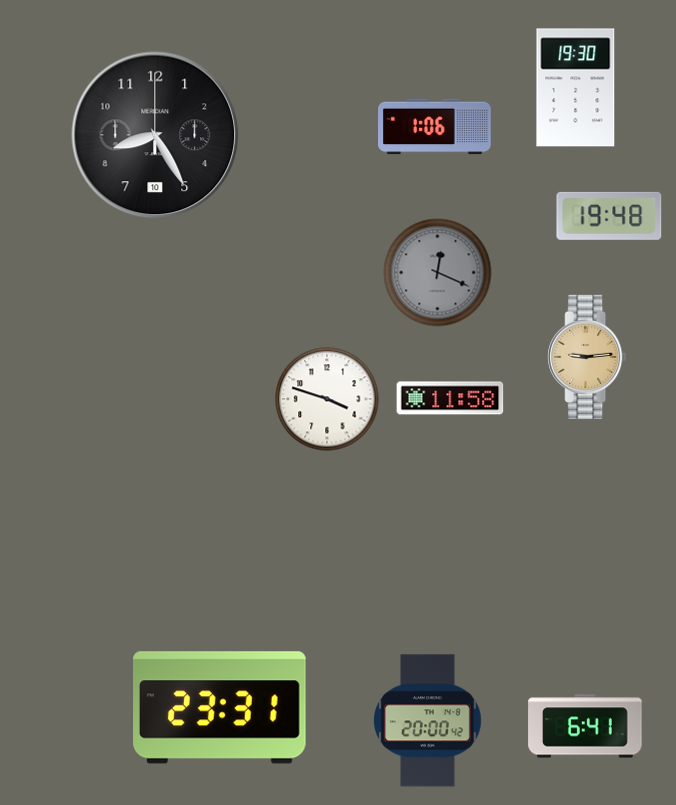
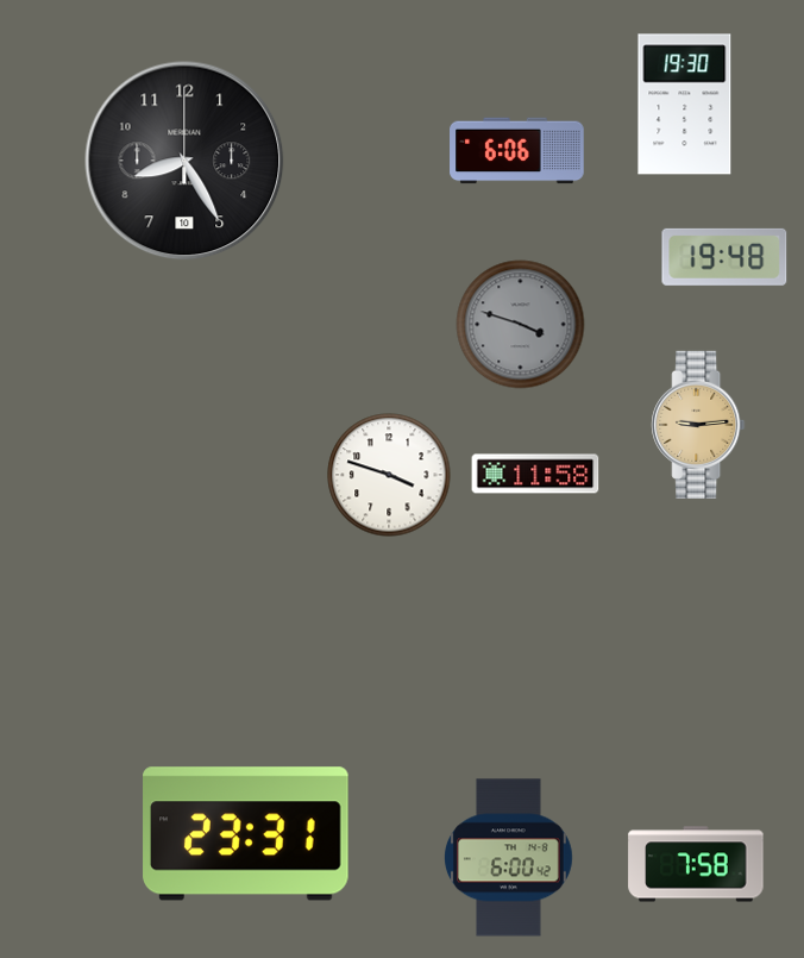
clock at (435, 127): 1:06 -> 6:06
clock at (438, 273): 12:19 -> 3:48
clock at (220, 708) position: (220, 708) -> (246, 834)
clock at (428, 721): 20:00 -> 6:00
clock at (585, 726): 6:41 -> 7:58
